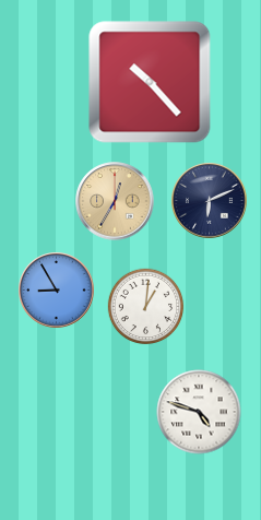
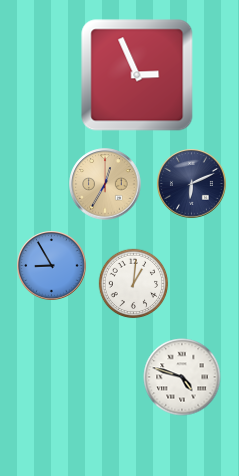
clock at (150, 82): 10:23 -> 2:56
clock at (146, 307) position: (146, 307) -> (134, 284)
